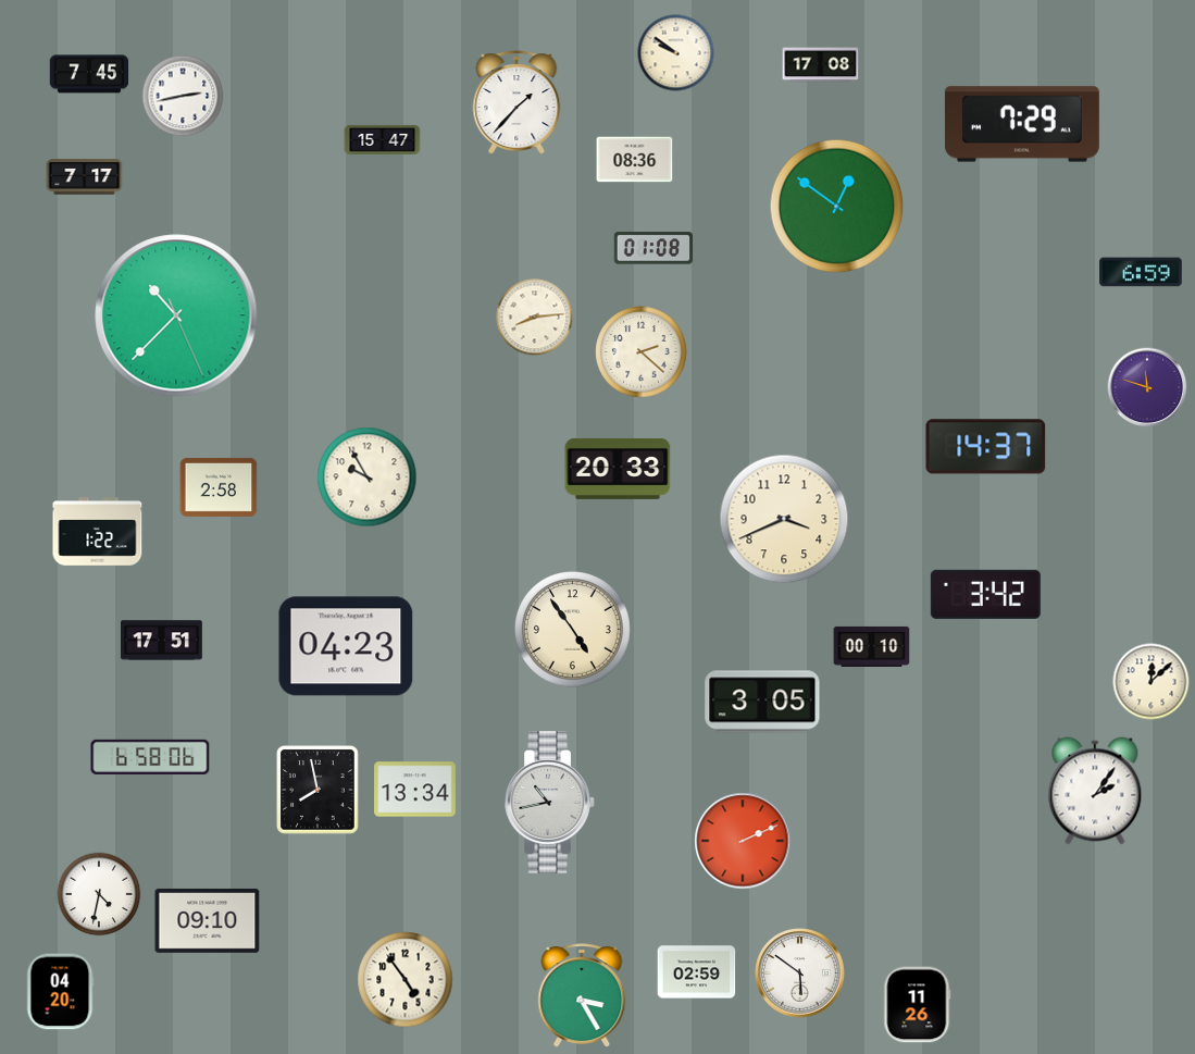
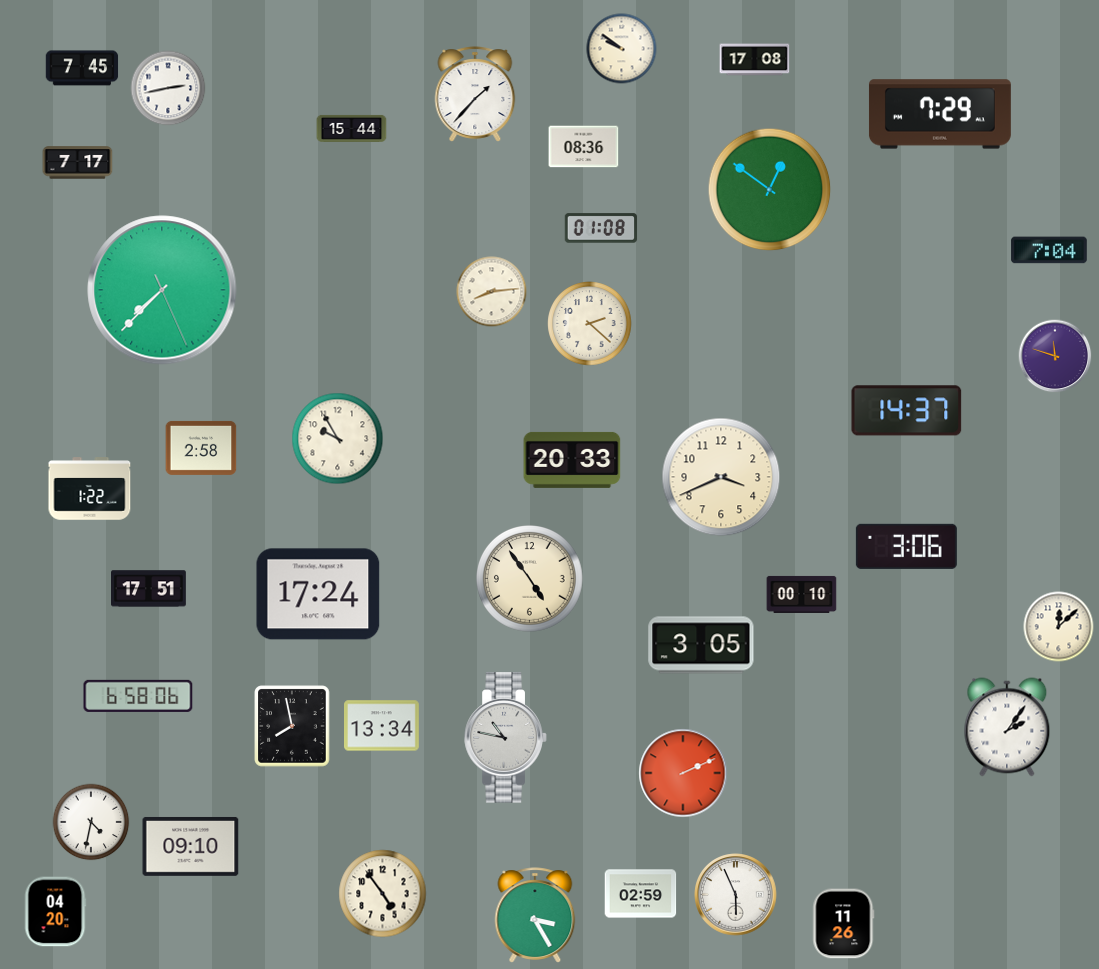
clock at (383, 139): 15:47 -> 15:44
clock at (1141, 272): 6:59 -> 7:04
clock at (176, 315): 10:37 -> 7:37
clock at (618, 469) position: (618, 469) -> (572, 460)
clock at (985, 594): 3:42 -> 3:06
clock at (573, 630) position: (573, 630) -> (530, 579)
clock at (346, 646): 04:23 -> 17:24
clock at (550, 803): 10:43 -> 10:47
clock at (800, 974): 5:51 -> 5:56
clock at (406, 980) position: (406, 980) -> (383, 894)
